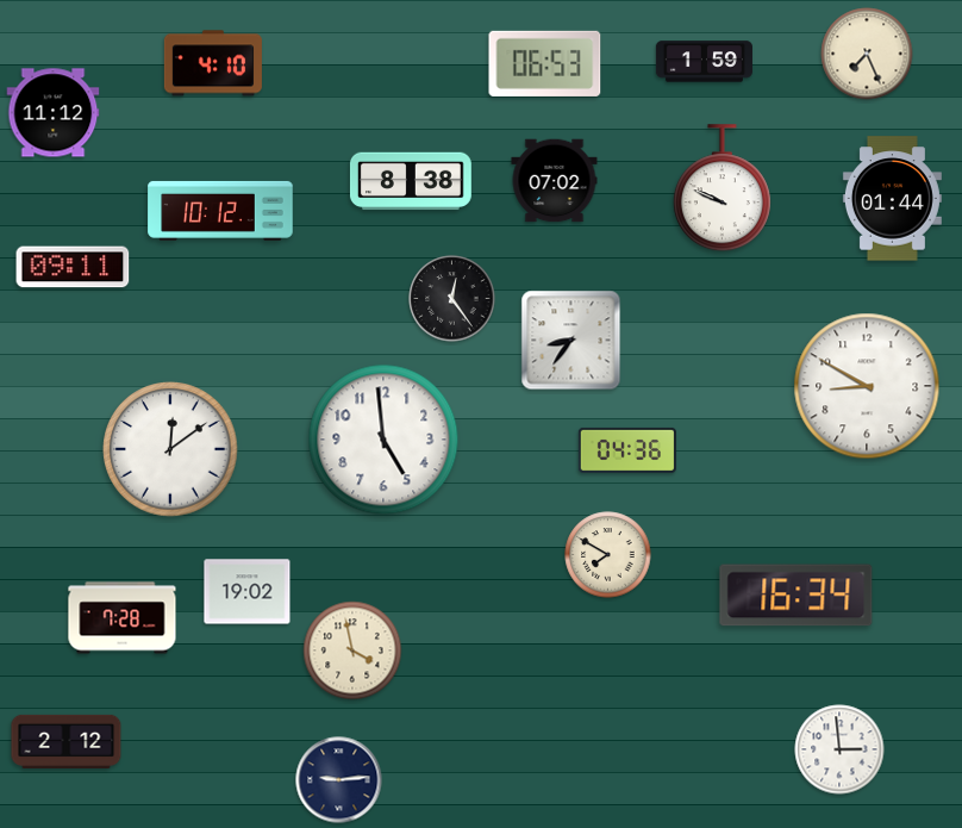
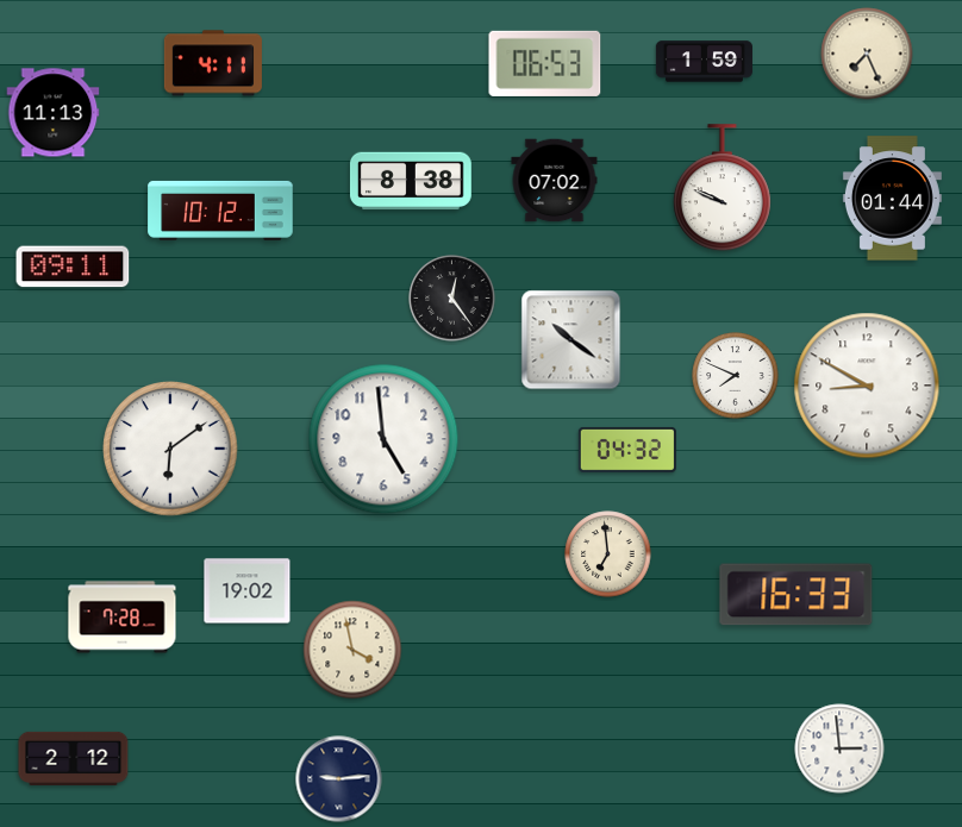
clock at (213, 63): 4:10 -> 4:11
clock at (54, 113): 11:12 -> 11:13
clock at (571, 341): 8:36 -> 10:21
clock at (736, 376): none -> 7:49
clock at (170, 449): 12:09 -> 6:09
clock at (627, 450): 04:36 -> 04:32
clock at (608, 555): 7:50 -> 6:59
clock at (797, 596): 16:34 -> 16:33
clock at (67, 741) position: (67, 741) -> (74, 758)
